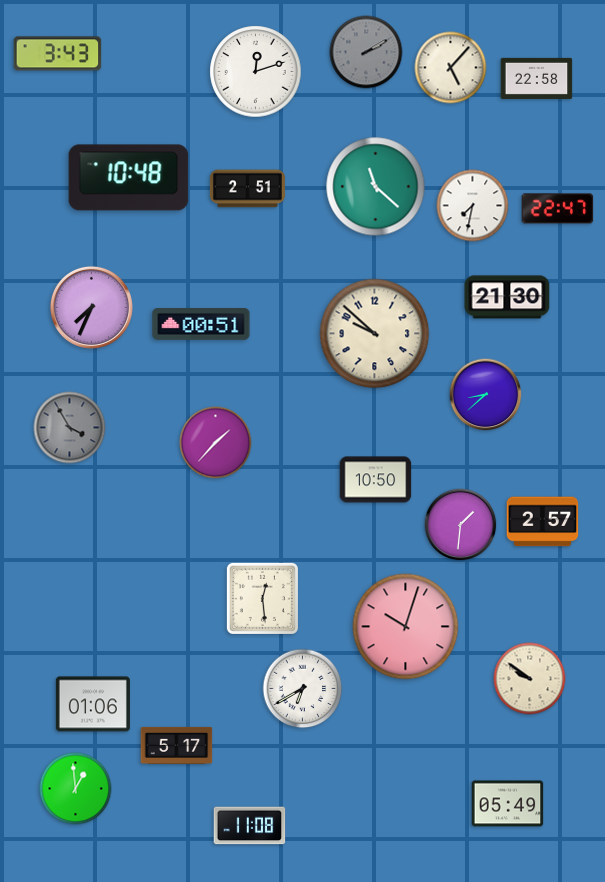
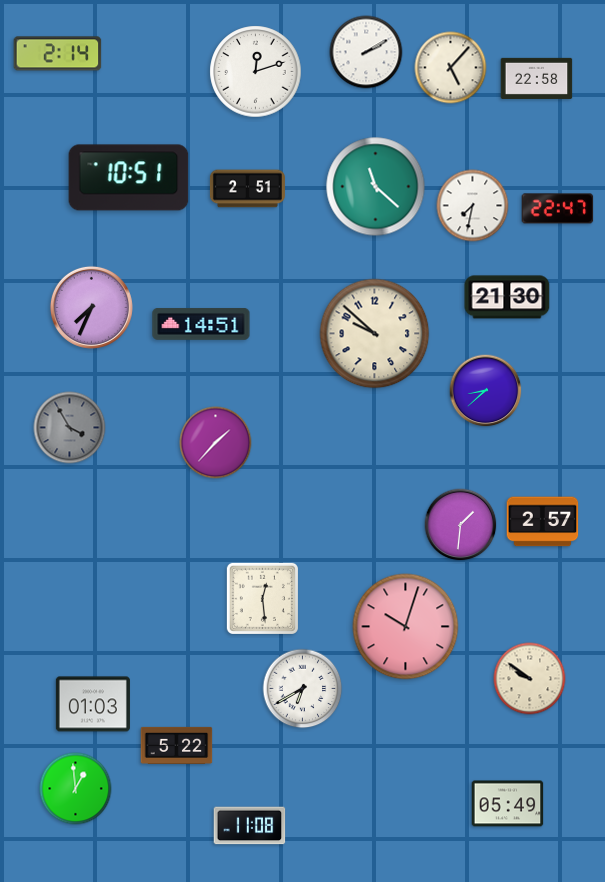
clock at (366, 52) dial: grey -> white
clock at (58, 54): 3:43 -> 2:14
clock at (129, 178): 10:48 -> 10:51
clock at (201, 325): 00:51 -> 14:51
clock at (486, 395) position: (486, 395) -> (486, 391)
clock at (376, 480): 10:50 -> none
clock at (93, 704): 01:06 -> 01:03
clock at (177, 745): 5:17 -> 5:22
